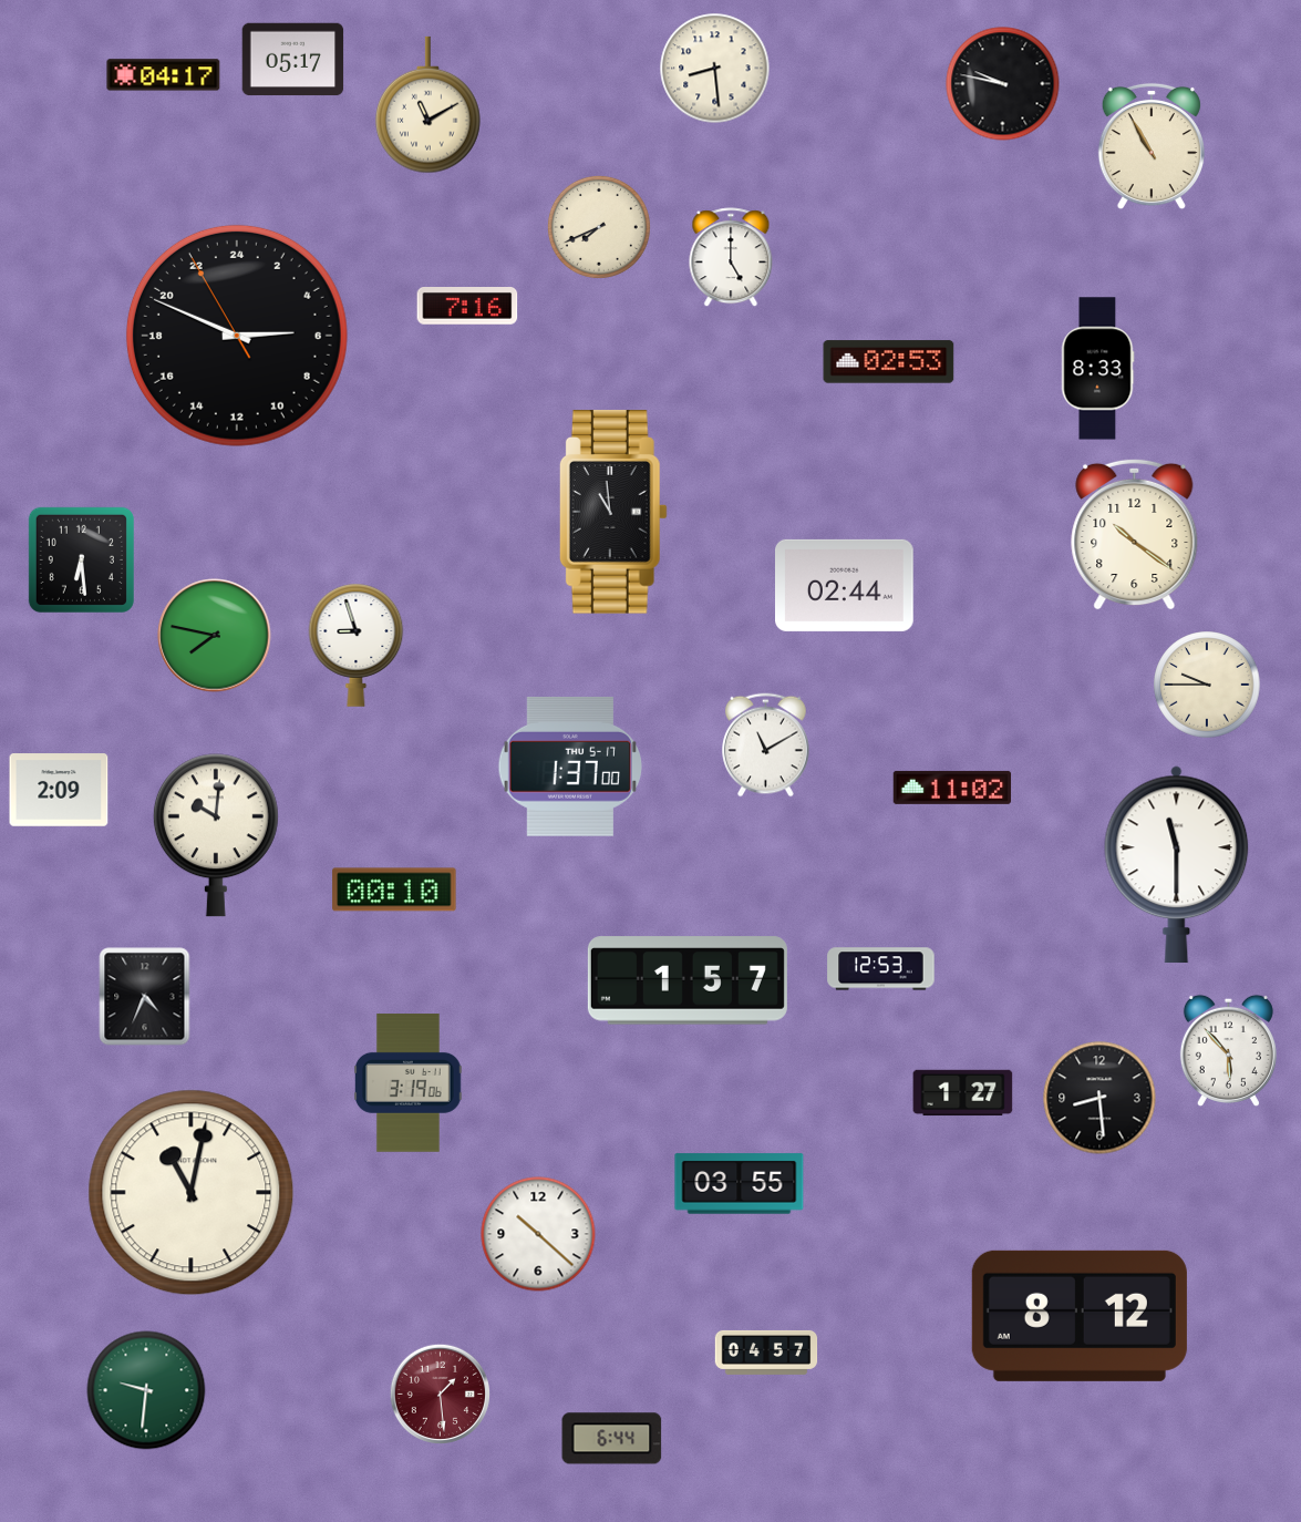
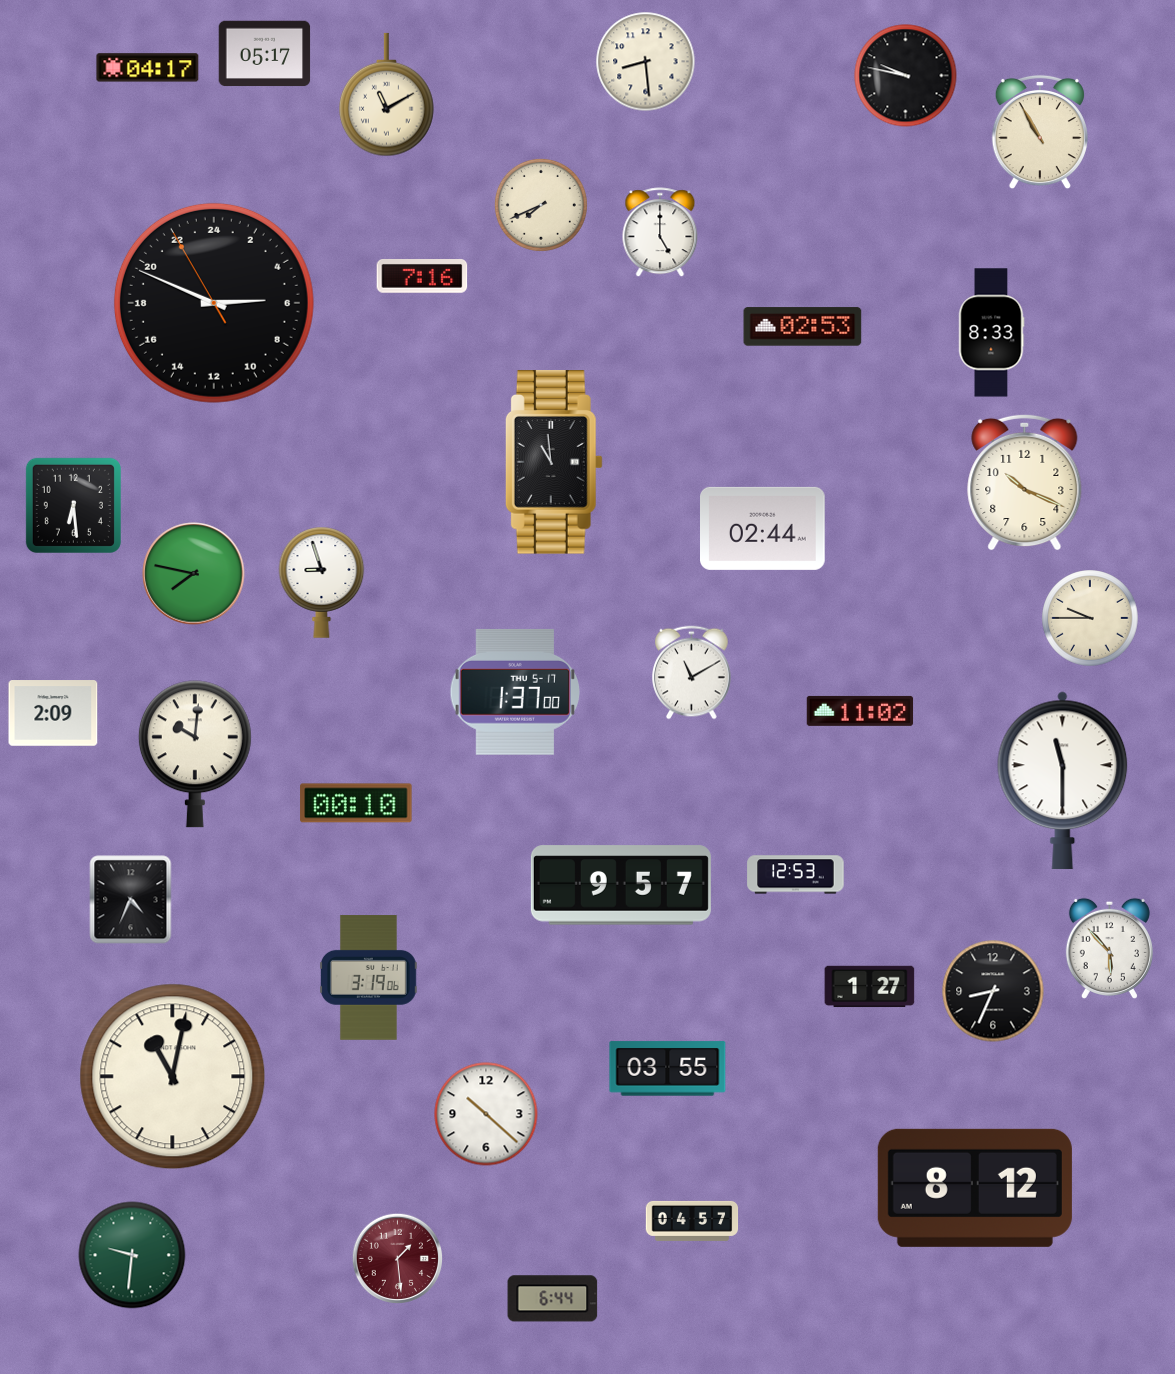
clock at (1135, 534): 10:21 -> 10:19
clock at (688, 980): 1:57 -> 9:57
clock at (1099, 1098): 8:29 -> 8:34
